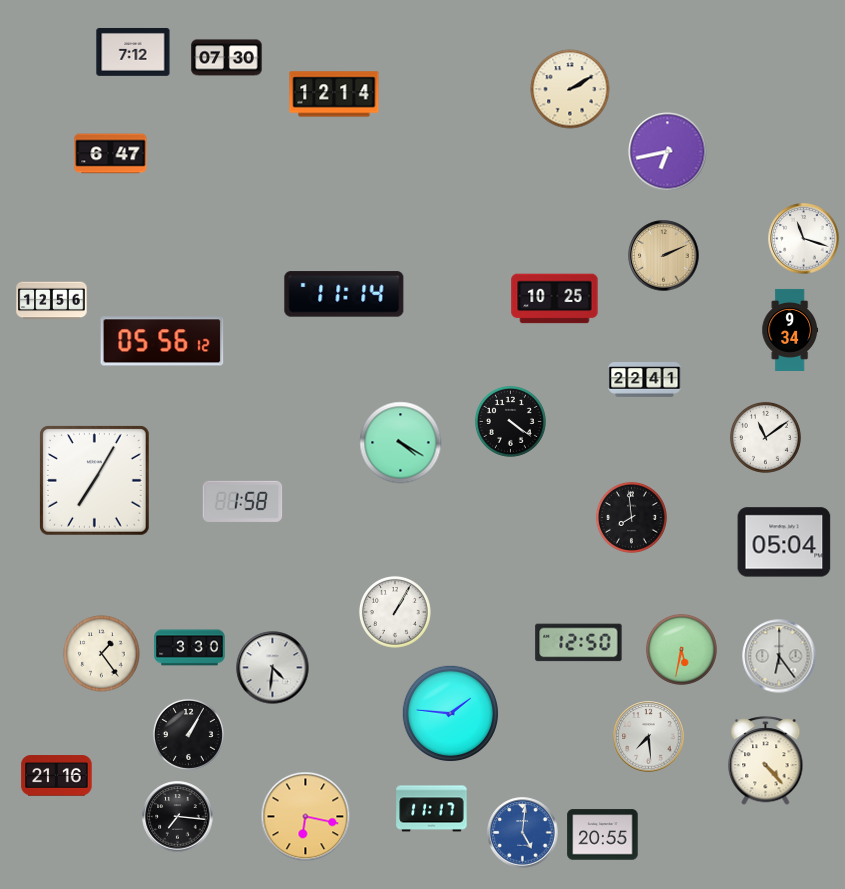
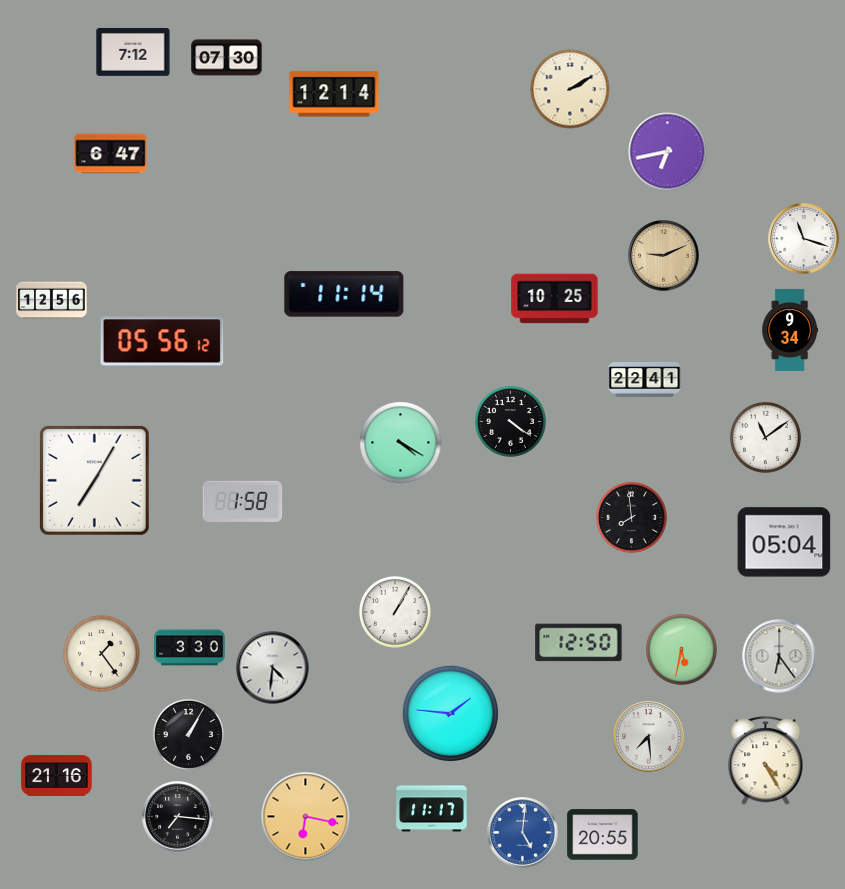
clock at (664, 256): 2:11 -> 9:11
clock at (766, 761): 4:23 -> 4:25
